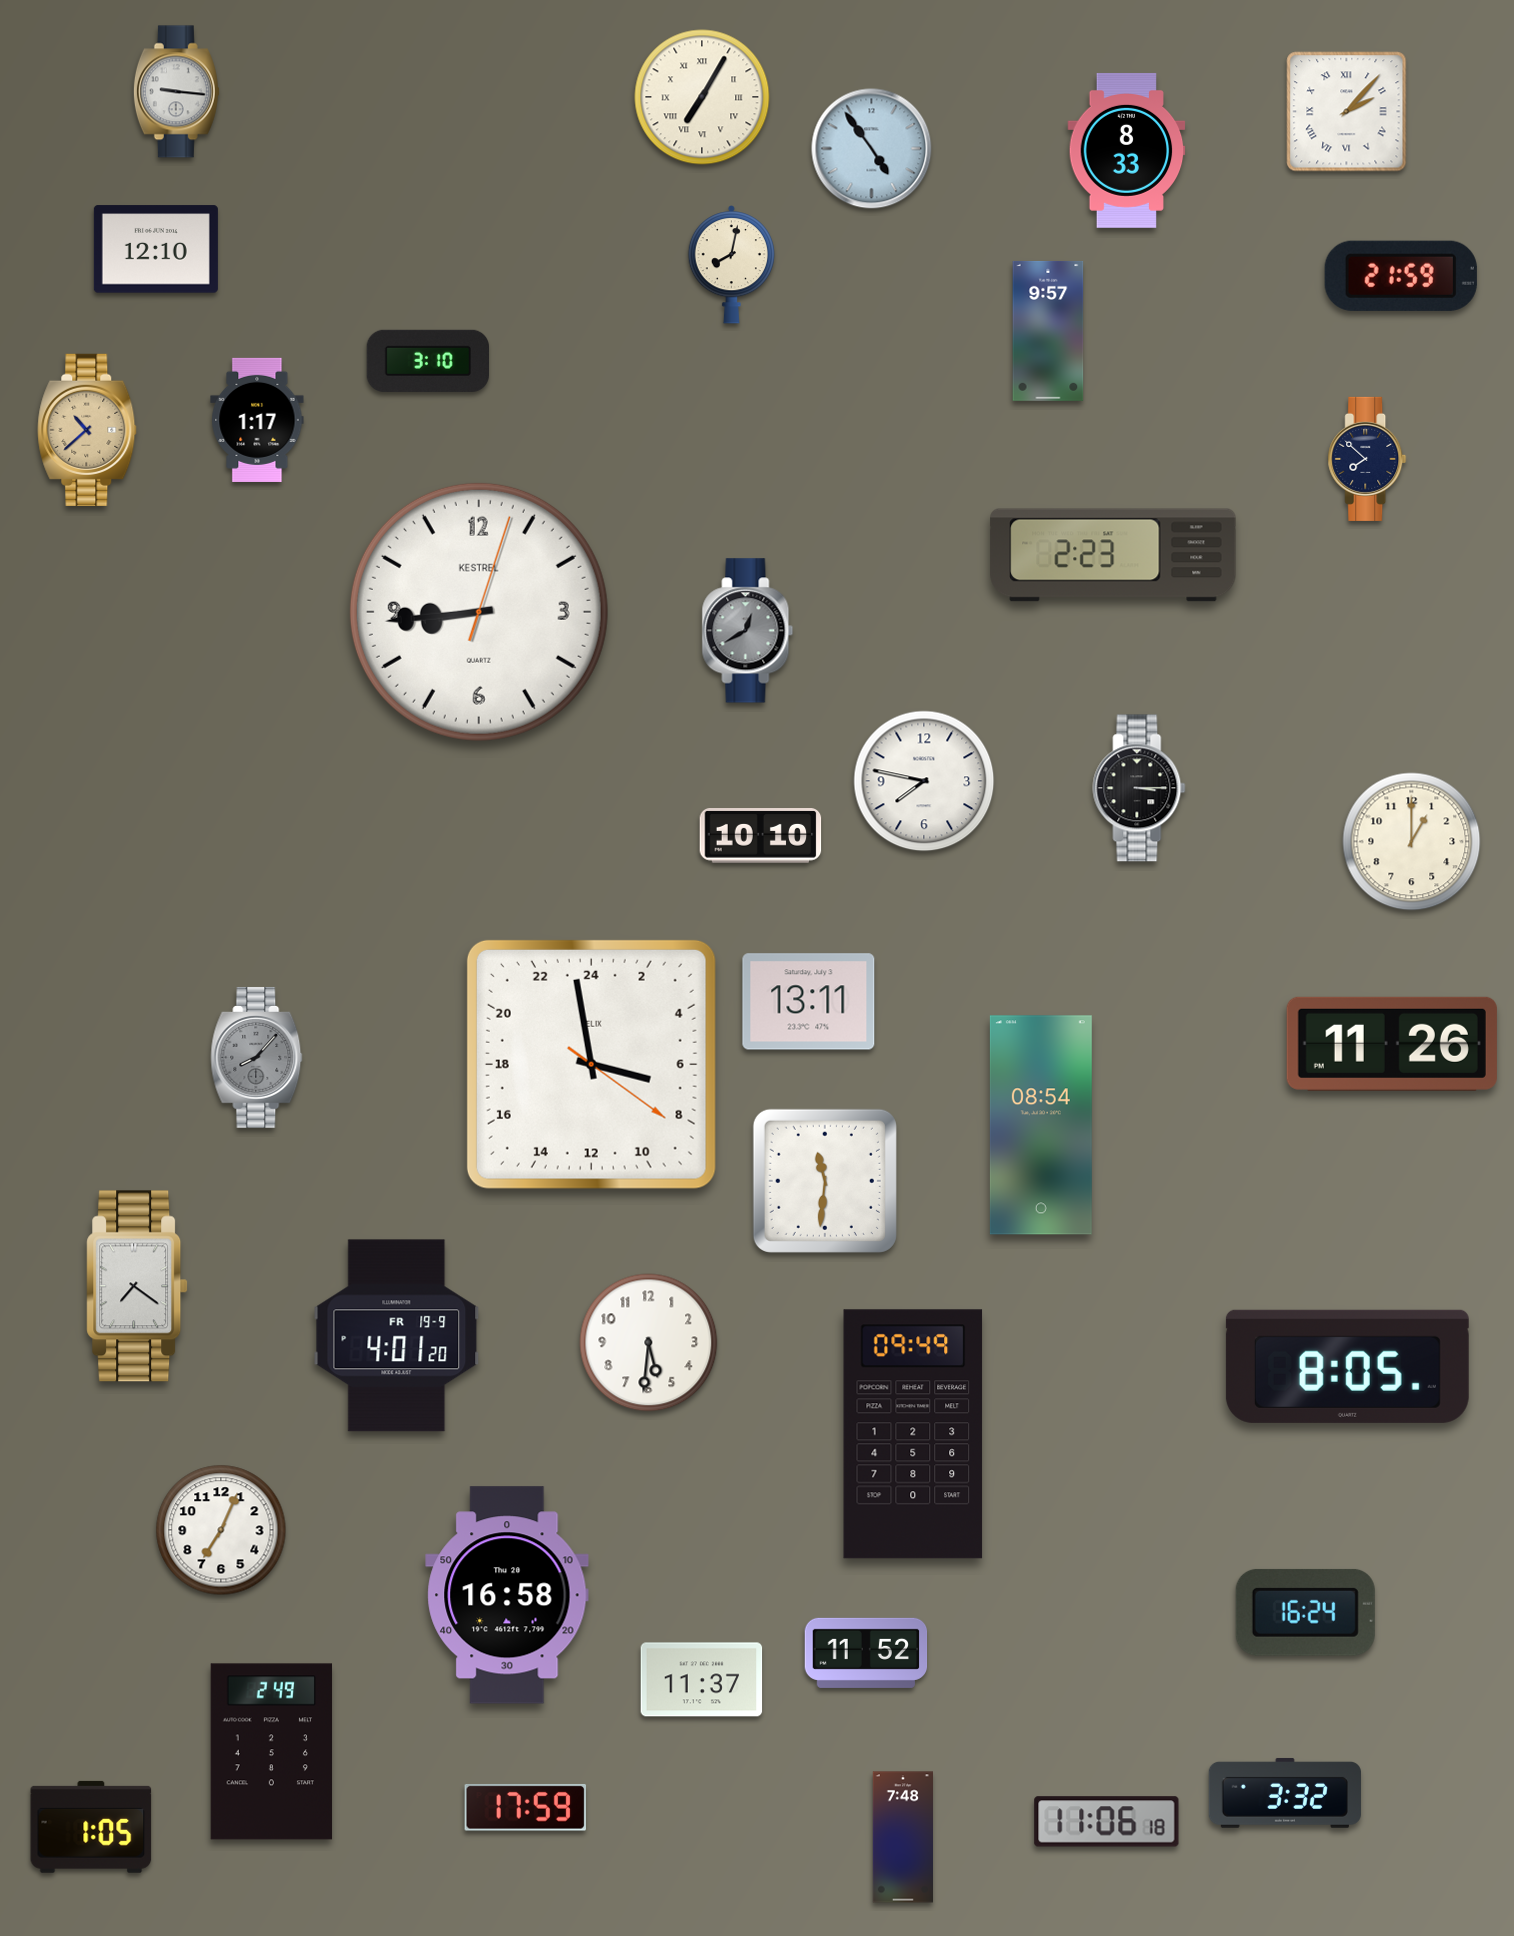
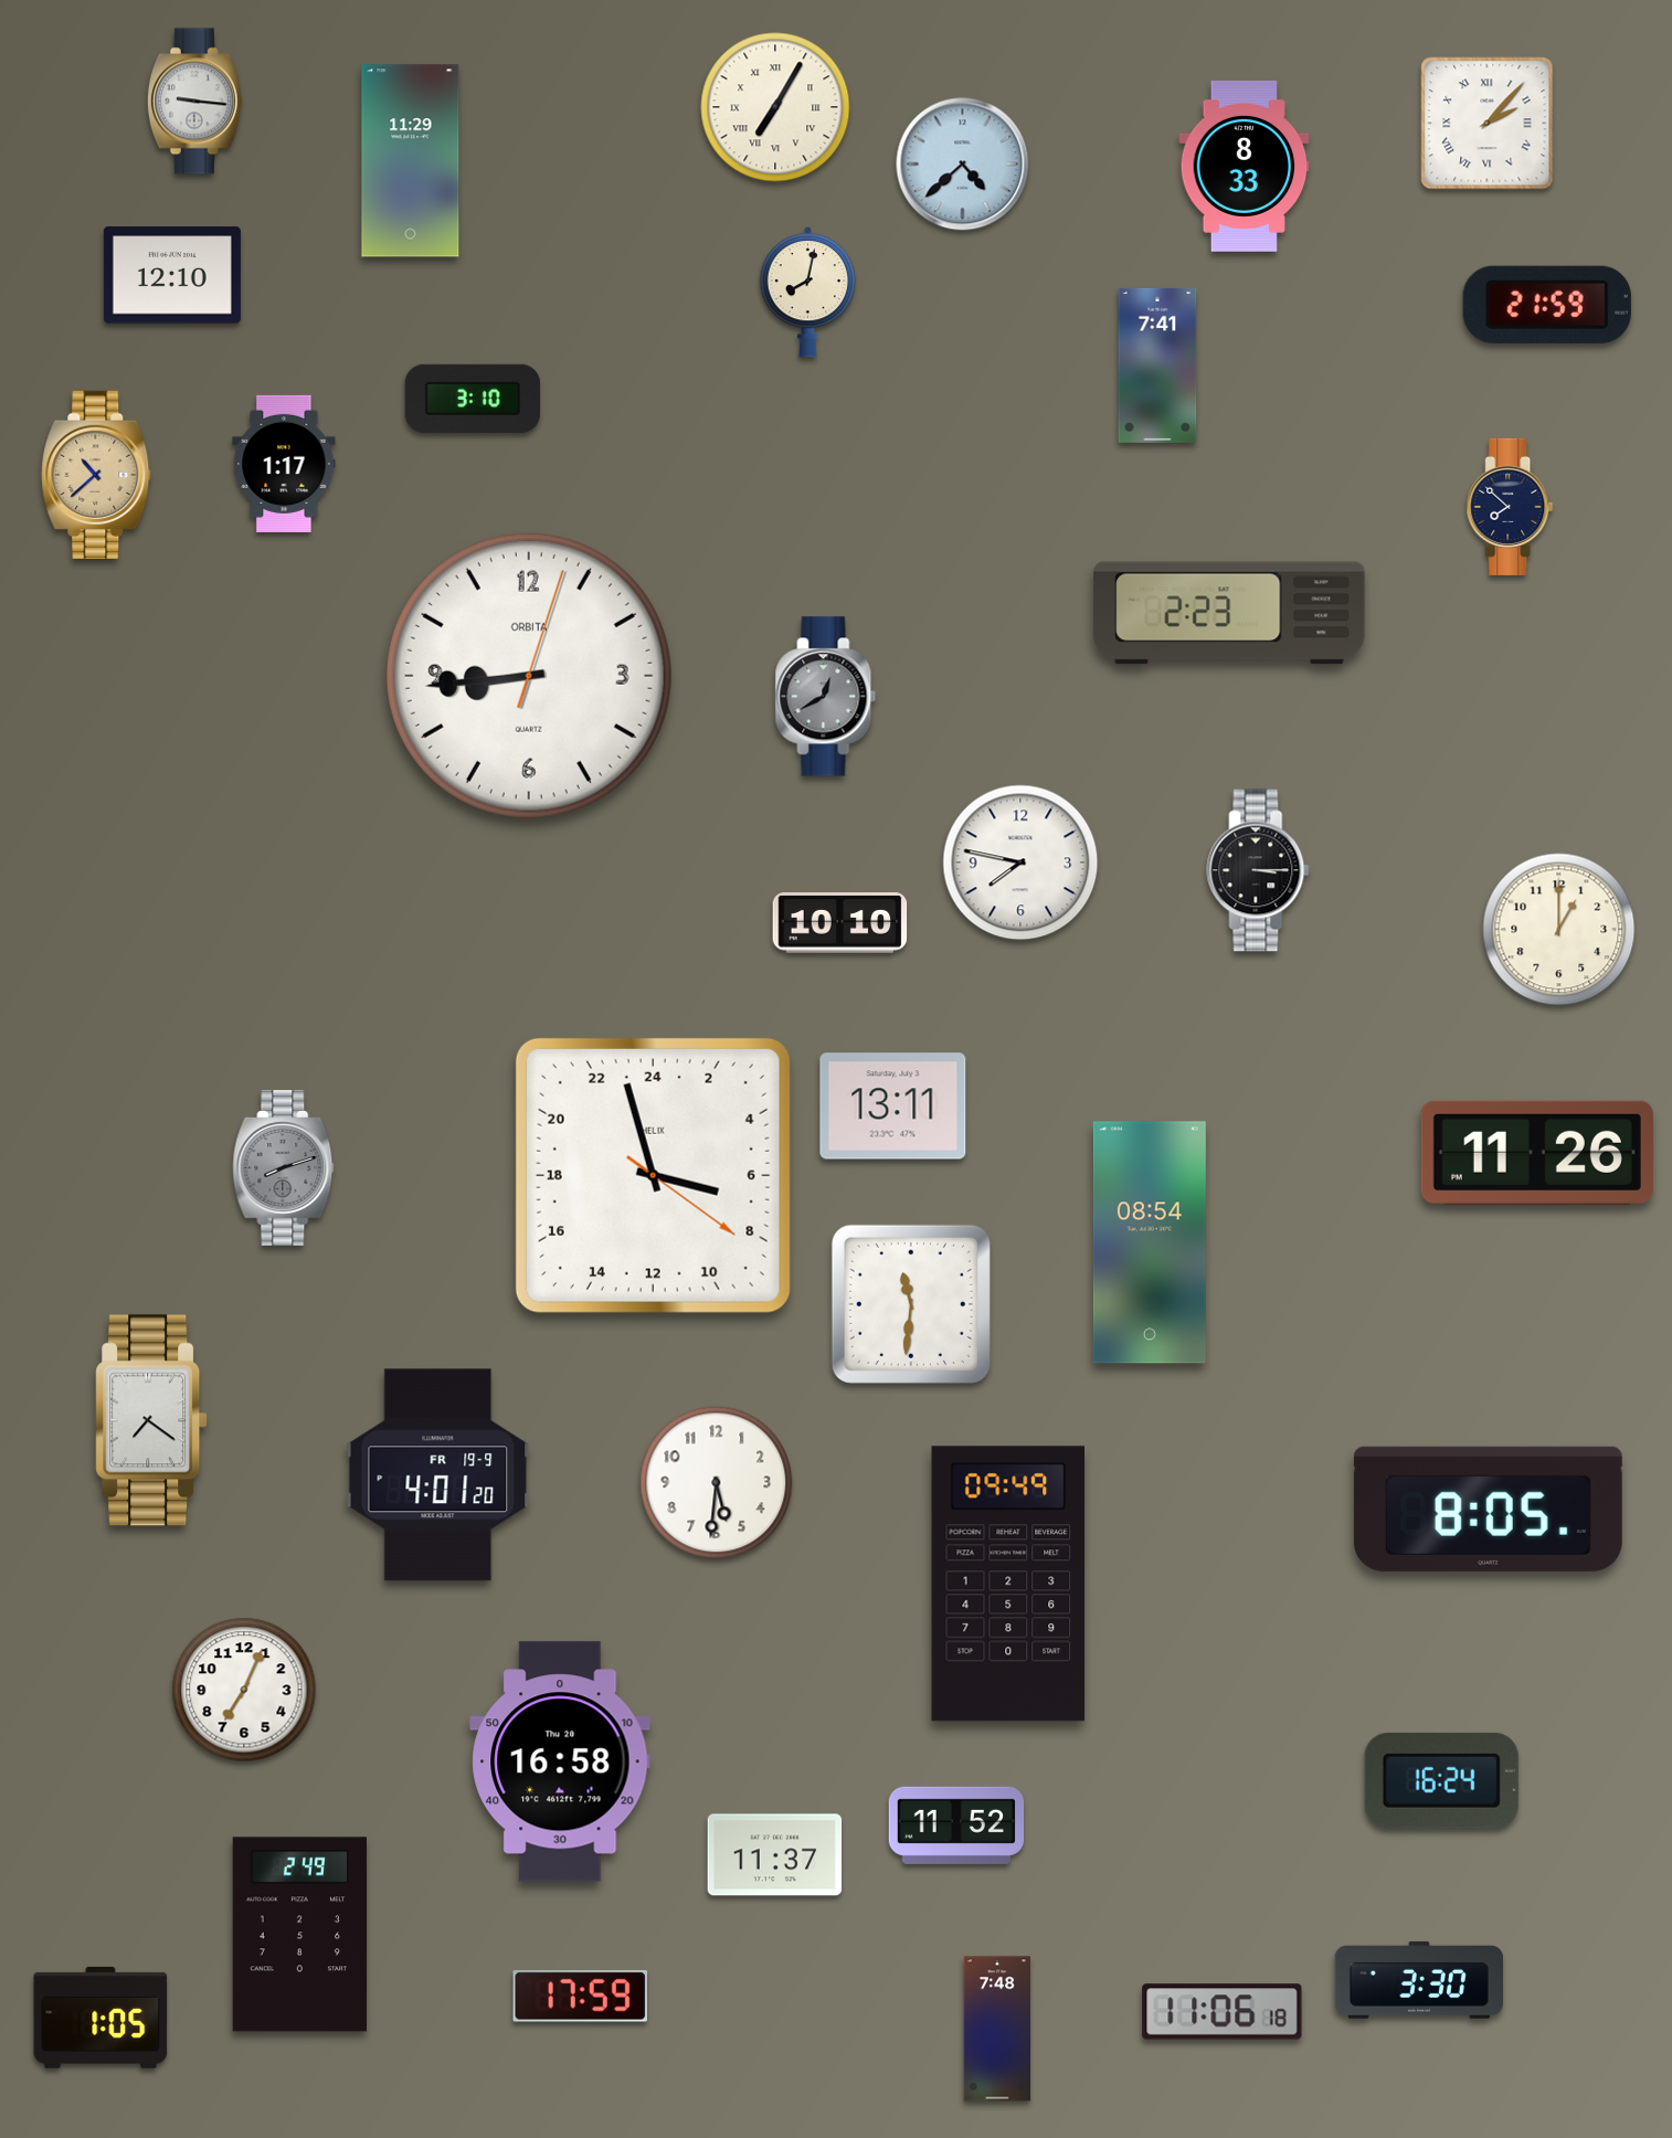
clock at (411, 161): none -> 11:29
clock at (872, 149): 4:54 -> 4:38
clock at (1048, 331): 9:57 -> 7:41
clock at (479, 612) brand: KESTREL -> ORBITA
clock at (257, 1057): 8:07 -> 8:12
clock at (591, 1064): 6:58 -> 6:57
clock at (1285, 1793): 3:32 -> 3:30
